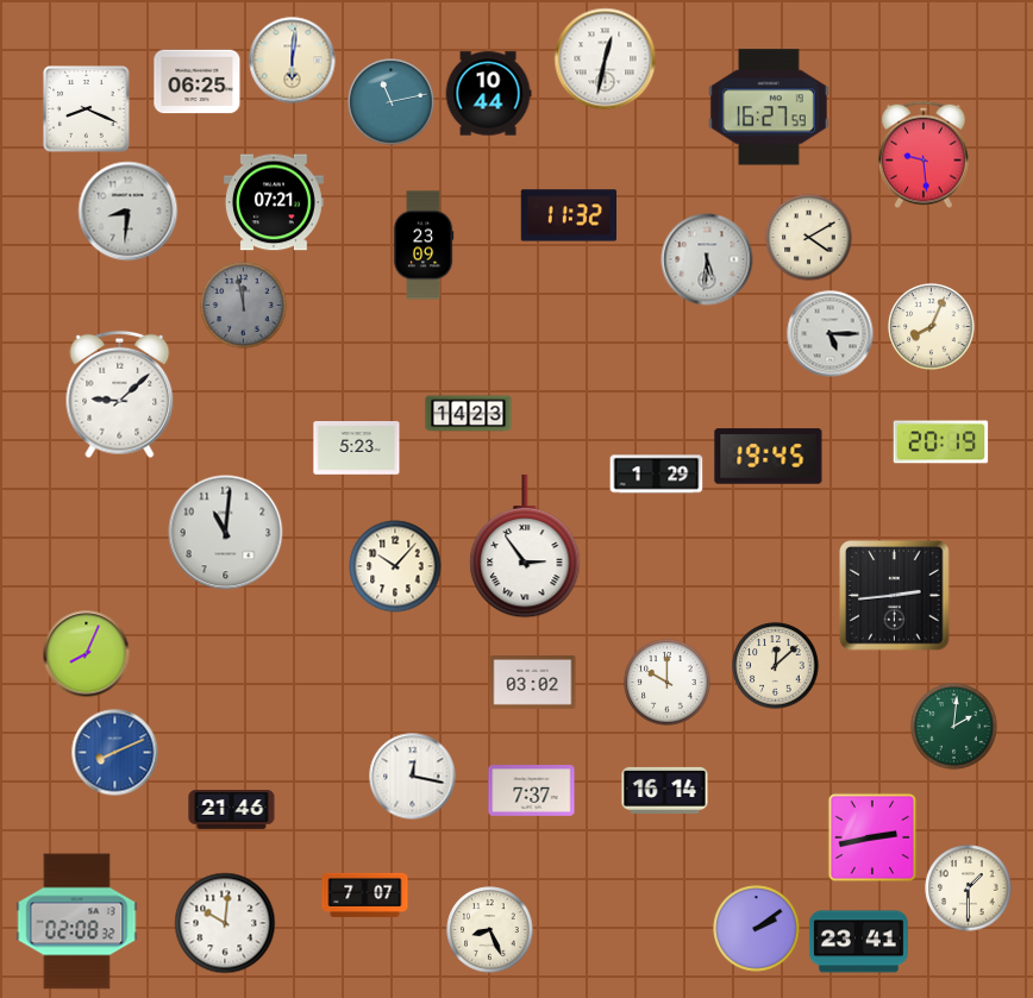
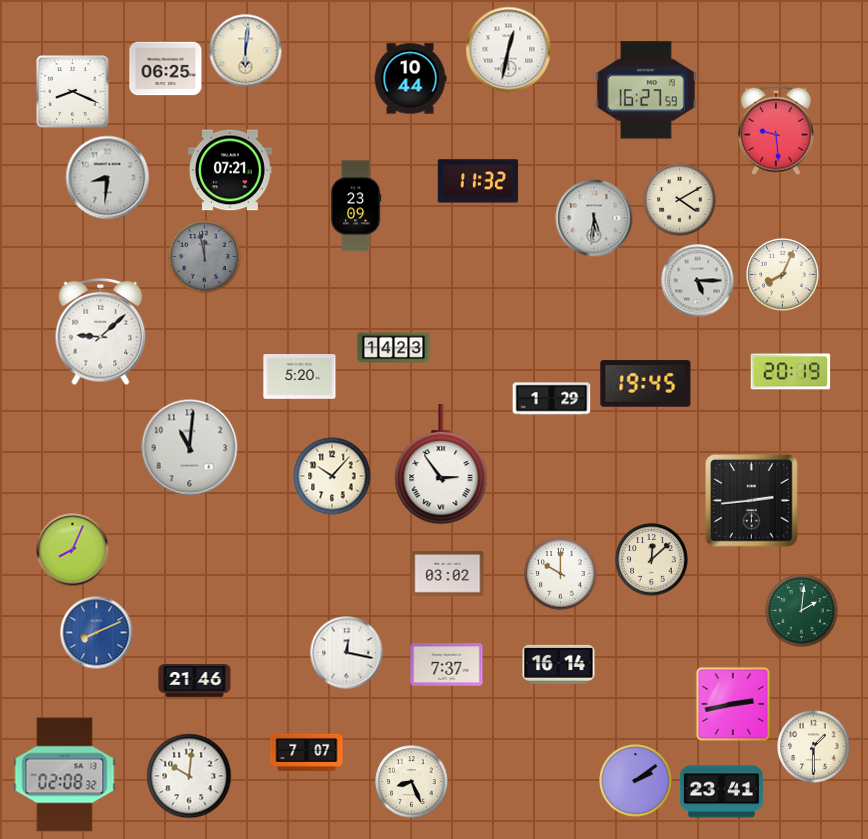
clock at (392, 102): 11:13 -> none
clock at (357, 448): 5:23 -> 5:20
clock at (525, 546) position: (525, 546) -> (441, 464)
